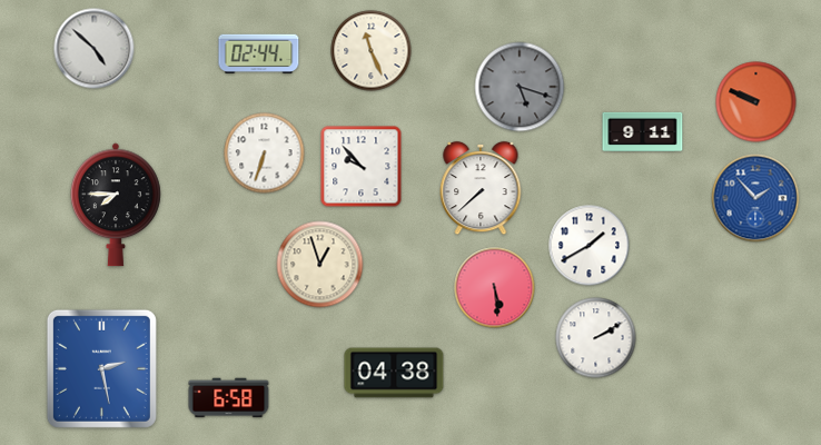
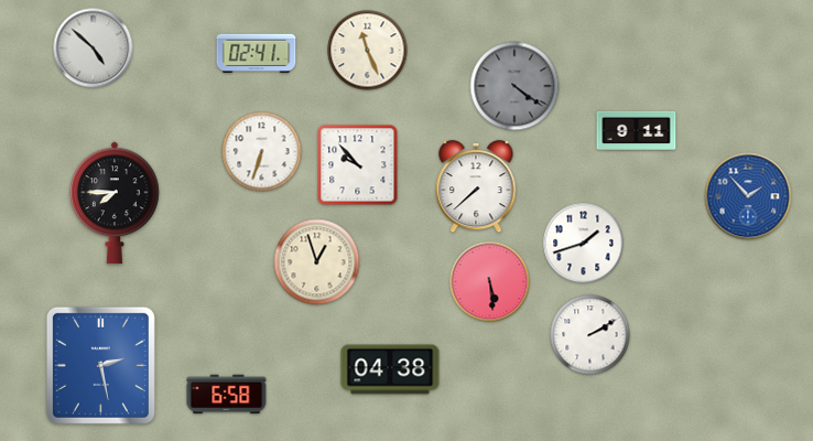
clock at (259, 53): 02:44 -> 02:41
clock at (520, 87): 5:18 -> 4:21
clock at (756, 102): 9:49 -> none
clock at (590, 246): 1:40 -> 1:42
clock at (495, 288) position: (495, 288) -> (490, 282)
